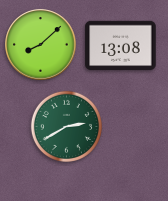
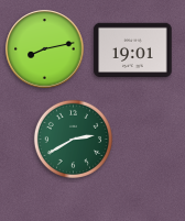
clock at (41, 45): 8:08 -> 8:13
clock at (121, 46): 13:08 -> 19:01
